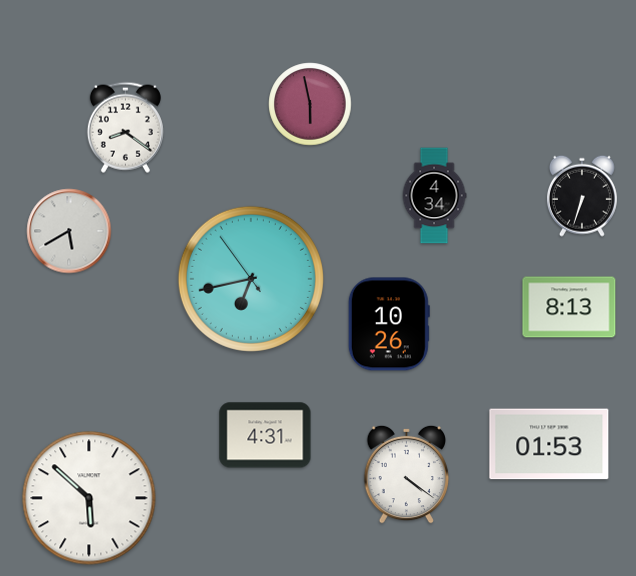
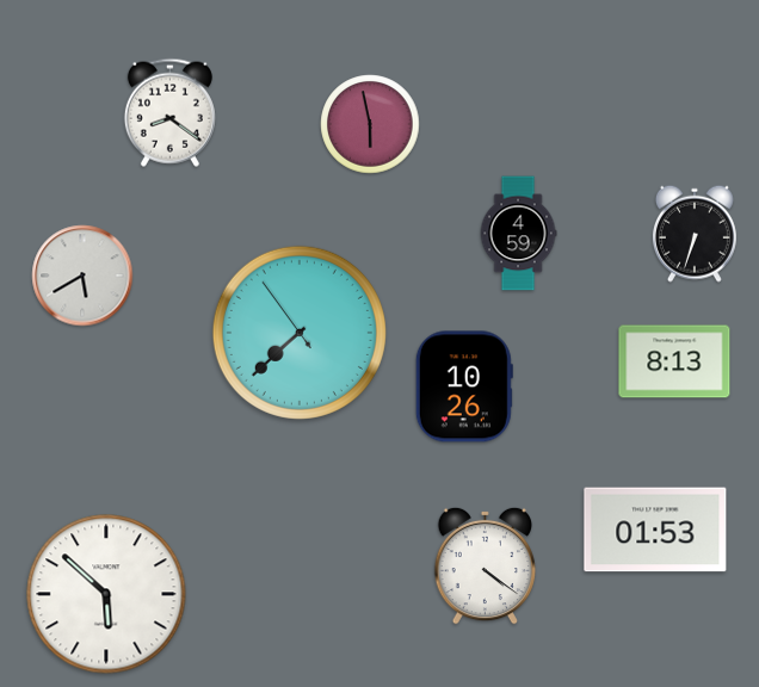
clock at (125, 127) position: (125, 127) -> (169, 112)
clock at (434, 196): 4:34 -> 4:59
clock at (251, 279): 6:42 -> 7:37
clock at (569, 307) position: (569, 307) -> (674, 361)
clock at (265, 435): 4:31 -> none
